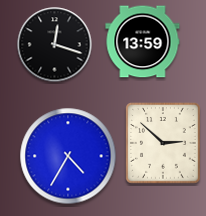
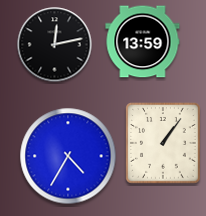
clock at (55, 45): 12:18 -> 12:13
clock at (163, 143): 2:52 -> 1:06
